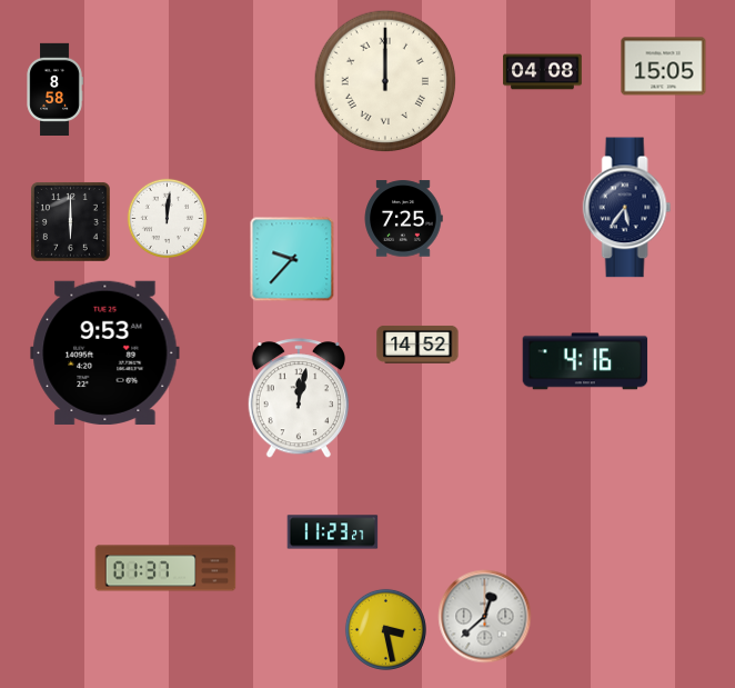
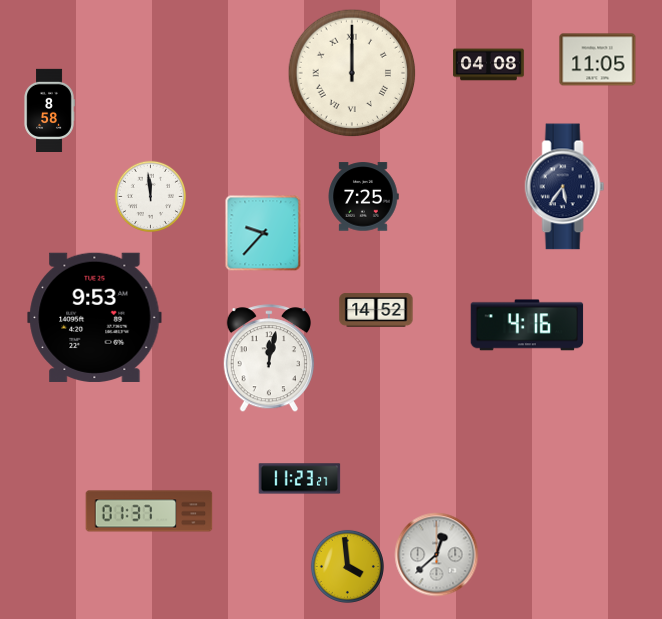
clock at (664, 67): 15:05 -> 11:05
clock at (385, 81) position: (385, 81) -> (352, 73)
clock at (54, 89) position: (54, 89) -> (49, 110)
clock at (167, 218): 12:01 -> 11:59
clock at (70, 221): 6:00 -> none
clock at (385, 629): 3:28 -> 3:59
